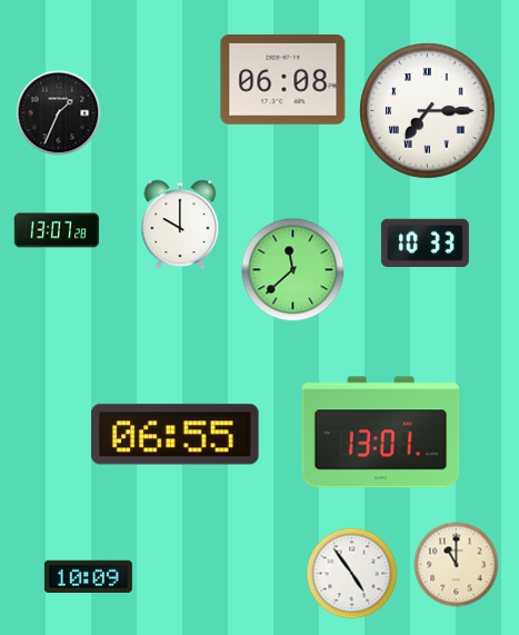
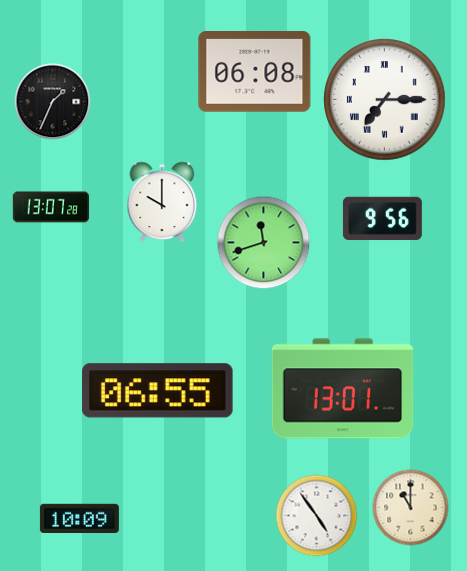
clock at (425, 244): 10:33 -> 9:56
clock at (293, 270): 11:38 -> 11:42
